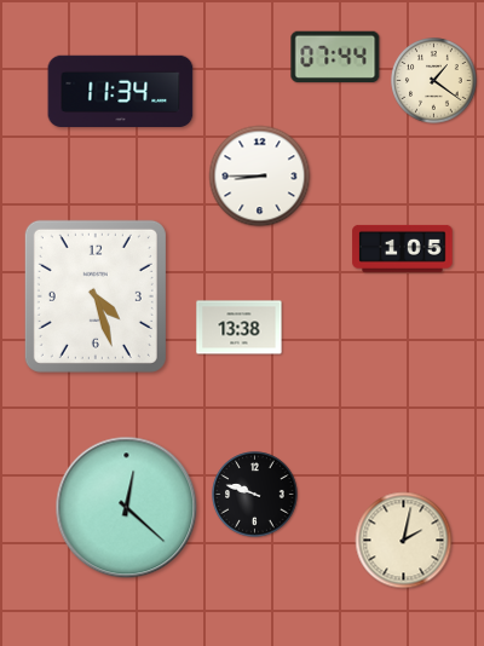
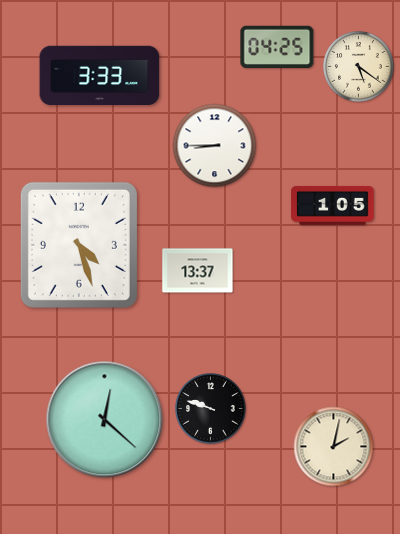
clock at (335, 56): 07:44 -> 04:25
clock at (434, 81): 1:21 -> 5:21
clock at (121, 92): 11:34 -> 3:33
clock at (240, 328): 13:38 -> 13:37
